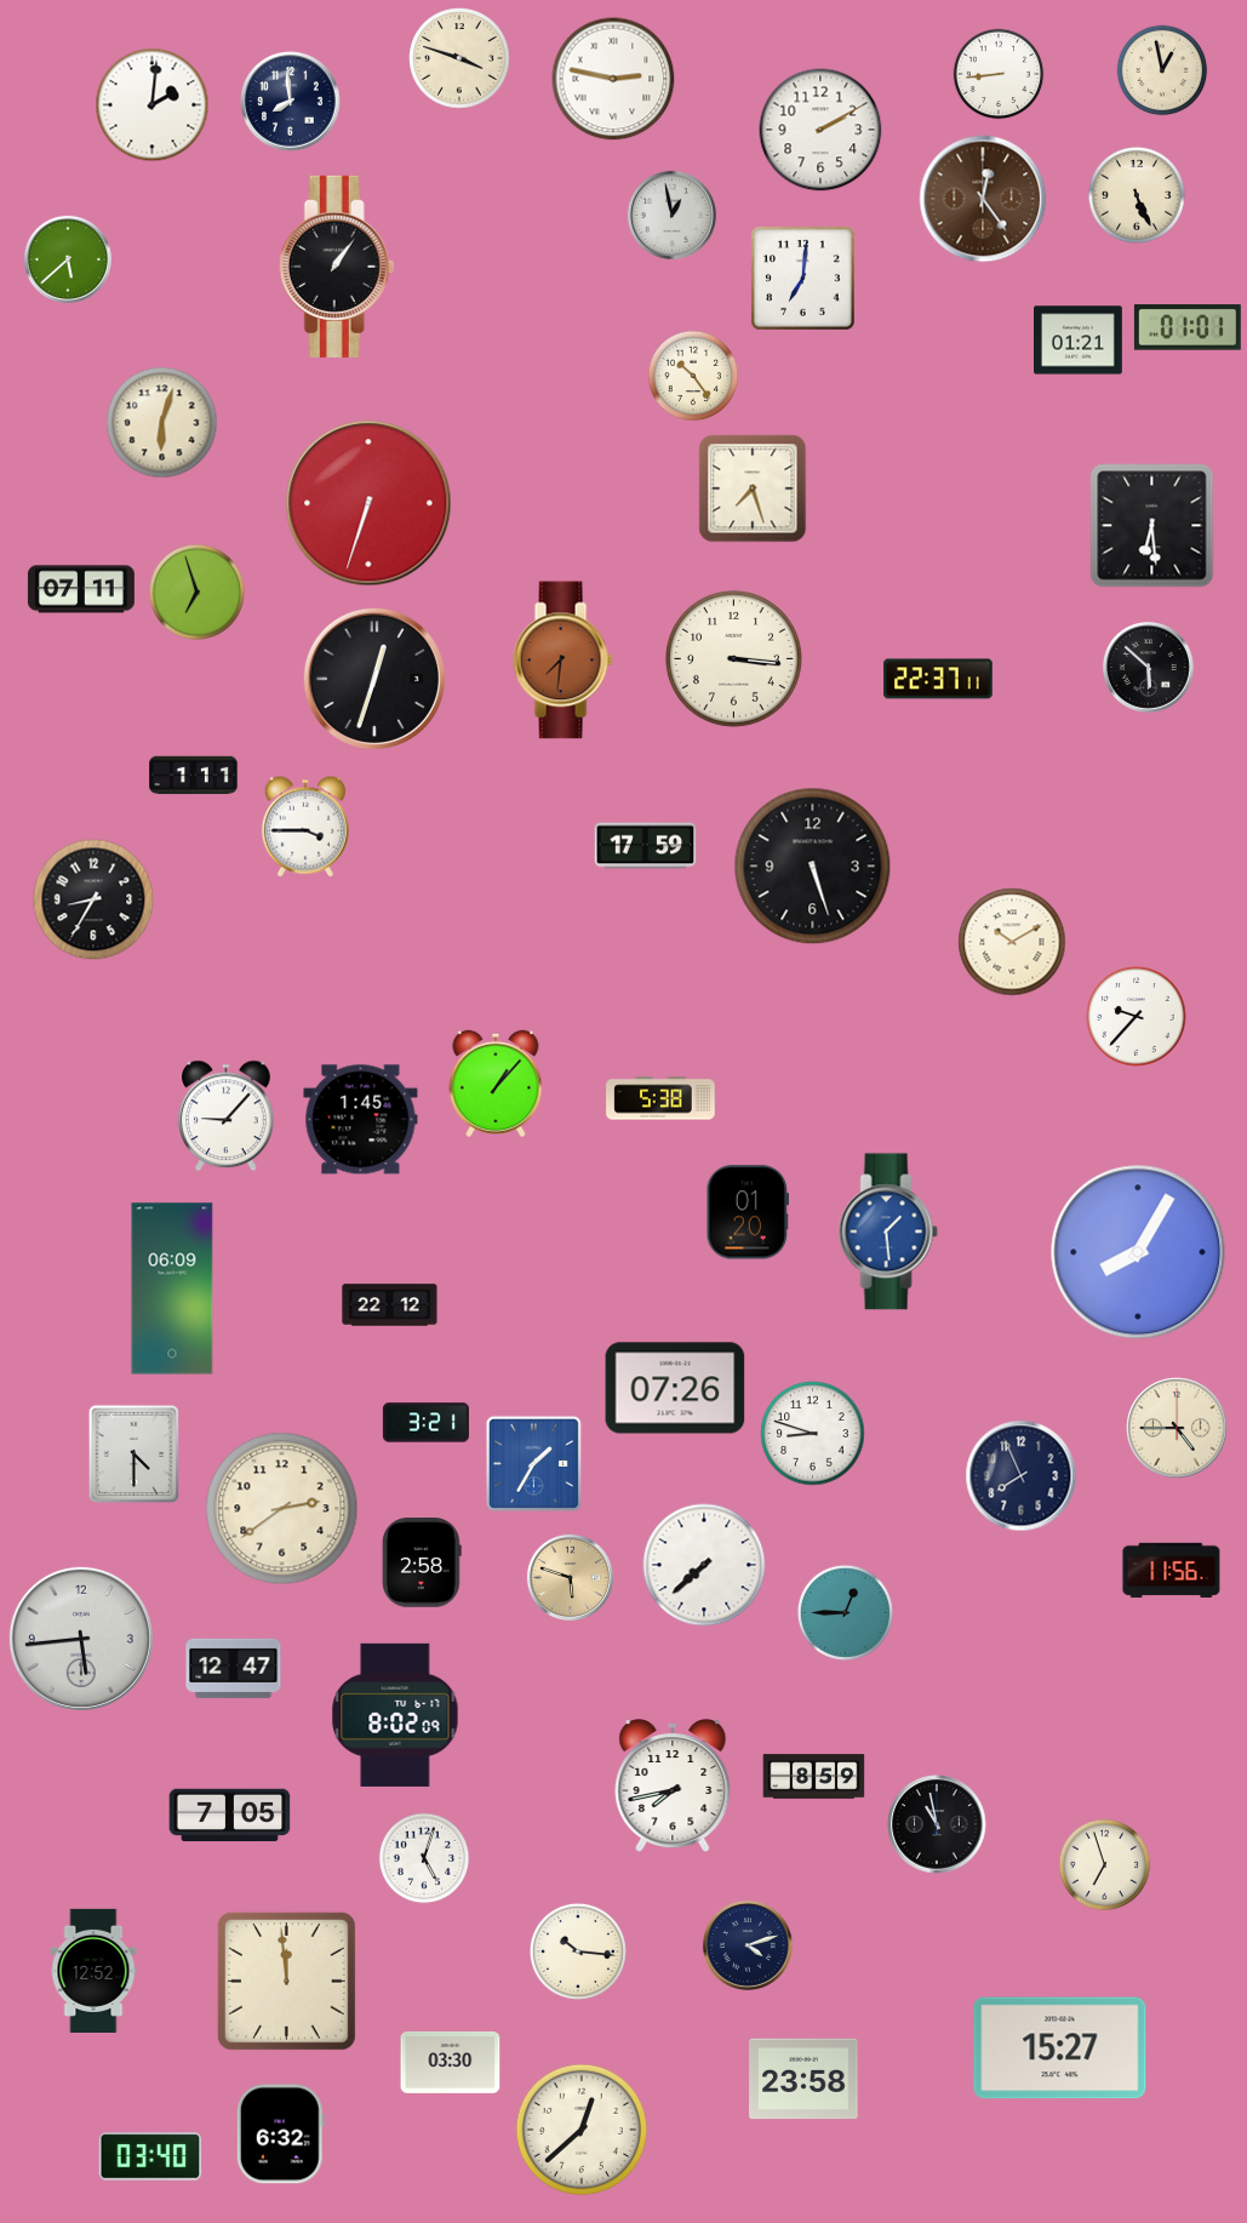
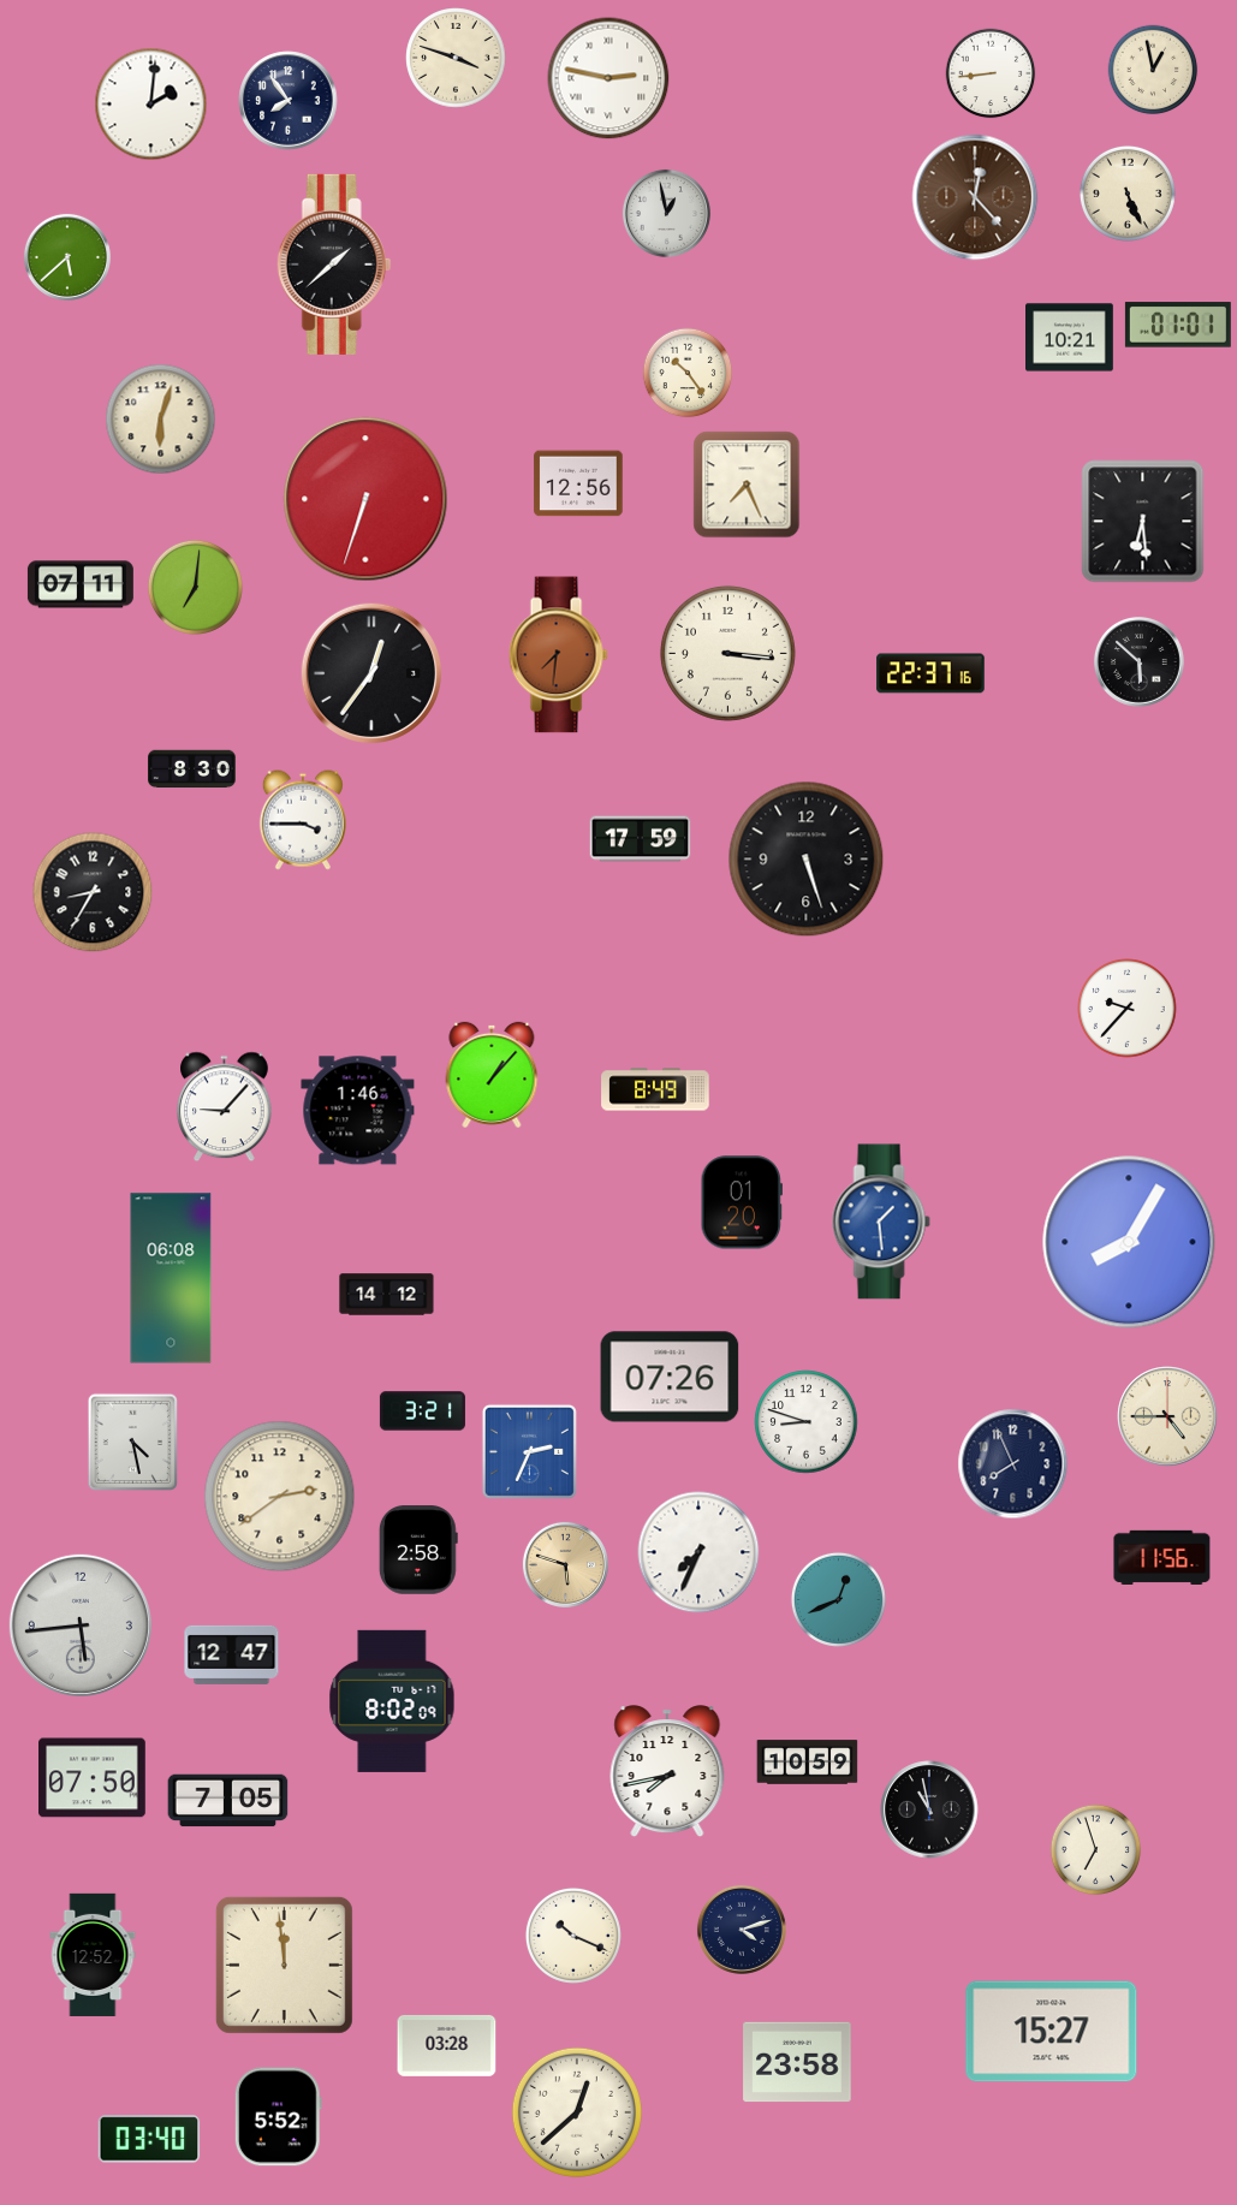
clock at (291, 102): 7:59 -> 7:54
clock at (820, 130): 2:10 -> none
clock at (983, 199): 12:24 -> 12:23
clock at (337, 267): 1:06 -> 1:38
clock at (803, 279): 7:01 -> none
clock at (1079, 341): 01:21 -> 10:21
clock at (578, 483): none -> 12:56
clock at (753, 488): 7:27 -> 7:26
clock at (196, 592): 6:57 -> 7:01
clock at (374, 679): 12:33 -> 12:36
clock at (938, 679): 22:37:11 -> 22:37:16
clock at (194, 776): 1:11 -> 8:30
clock at (1012, 942): 10:10 -> none
clock at (660, 1098): 5:38 -> 8:49
clock at (361, 1120): 1:45 -> 1:46
clock at (172, 1288): 06:09 -> 06:08
clock at (390, 1305): 22:12 -> 14:12
clock at (133, 1455): 4:30 -> 4:28
clock at (533, 1463): 1:35 -> 2:34
clock at (704, 1565): 7:38 -> 7:34
clock at (845, 1612): 12:45 -> 12:41
clock at (814, 1777): 8:59 -> 10:59
clock at (93, 1778): none -> 07:50
clock at (424, 1858): 5:03 -> none
clock at (578, 1951): 10:16 -> 10:19
clock at (451, 2062): 03:30 -> 03:28
clock at (280, 2135): 6:32 -> 5:52
